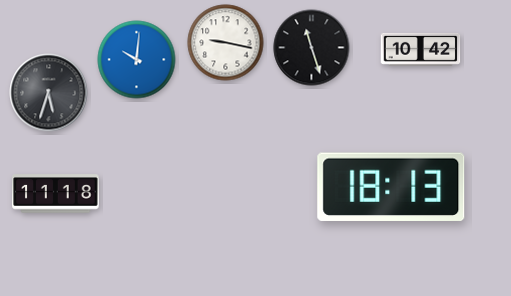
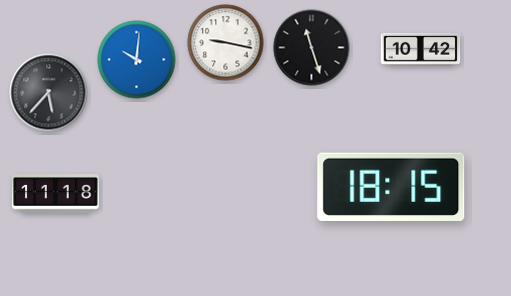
clock at (49, 93): 5:33 -> 5:37
clock at (391, 186): 18:13 -> 18:15
